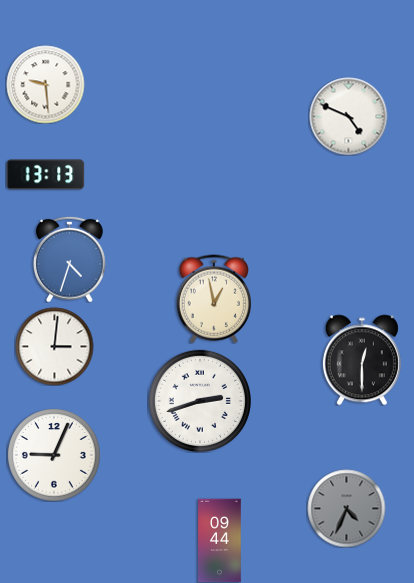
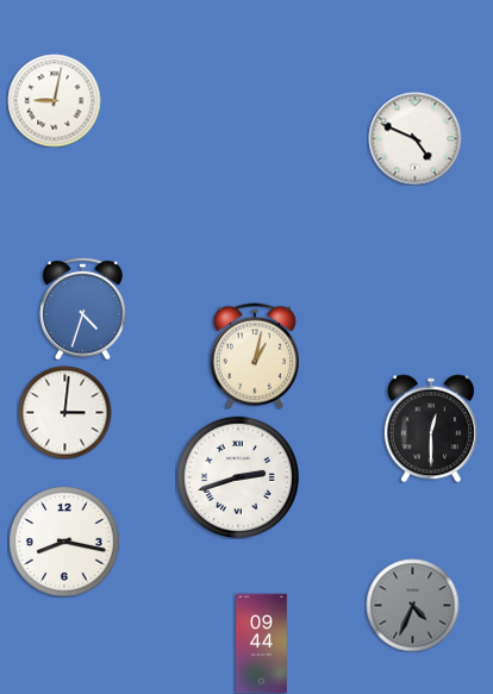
clock at (45, 84): 9:29 -> 9:02
clock at (45, 175): 13:13 -> none
clock at (213, 299): 12:58 -> 1:02
clock at (54, 455): 9:04 -> 8:17
